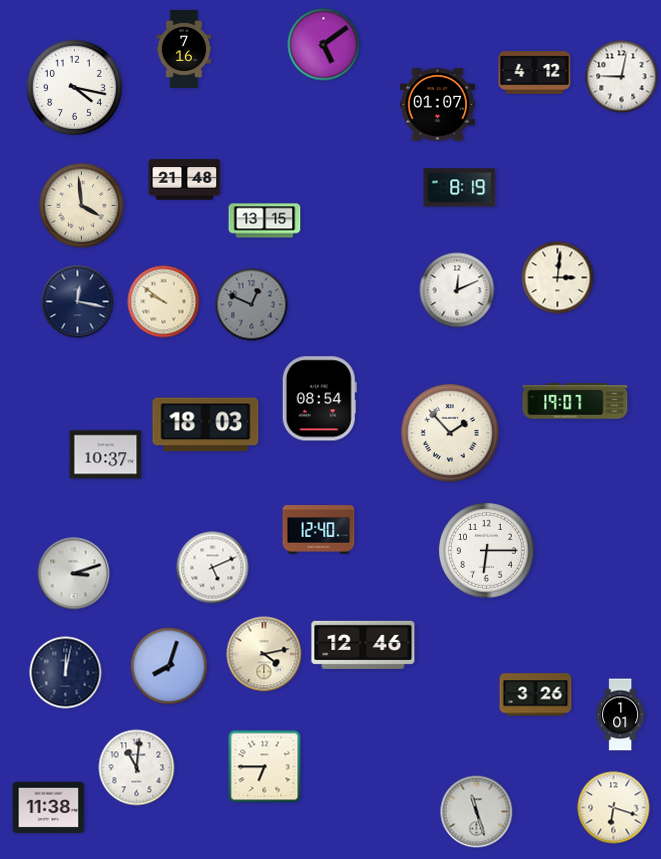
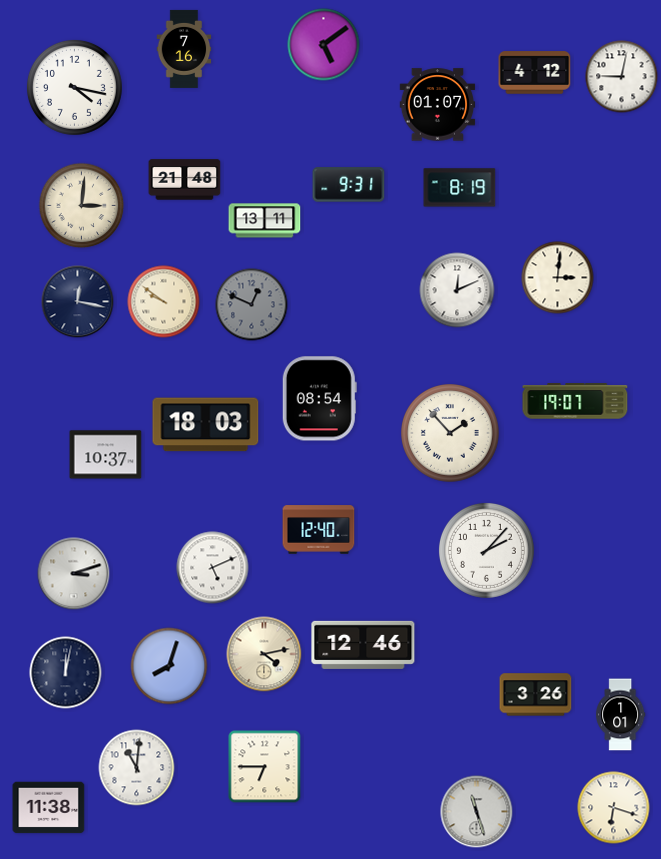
clock at (349, 185): none -> 9:31
clock at (82, 206): 3:59 -> 3:01
clock at (265, 221): 13:15 -> 13:11
clock at (486, 550): 6:15 -> 2:07
